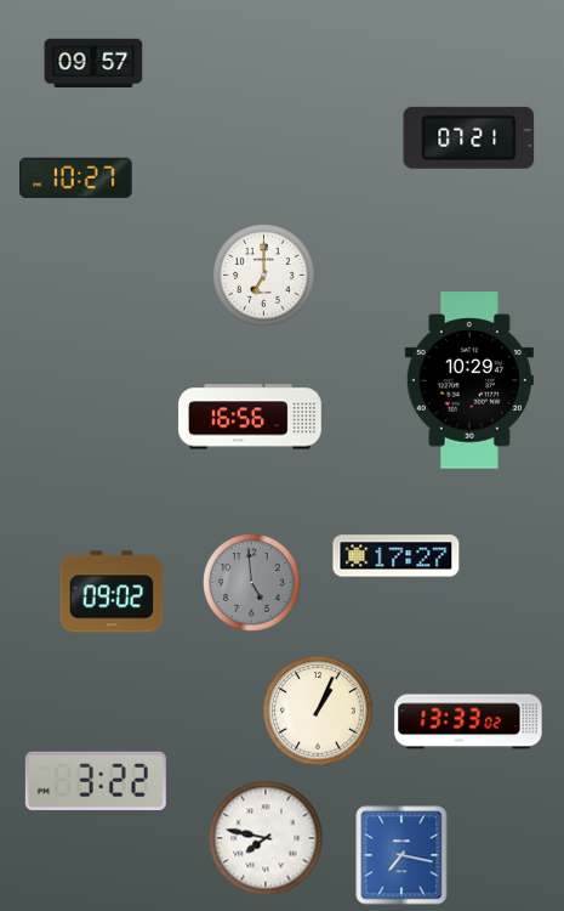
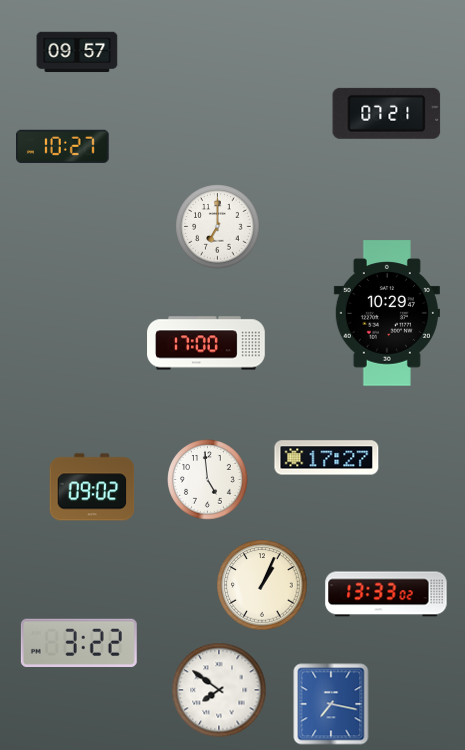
clock at (250, 417): 16:56 -> 17:00
clock at (252, 583) dial: grey -> white
clock at (266, 838): 7:47 -> 7:51
